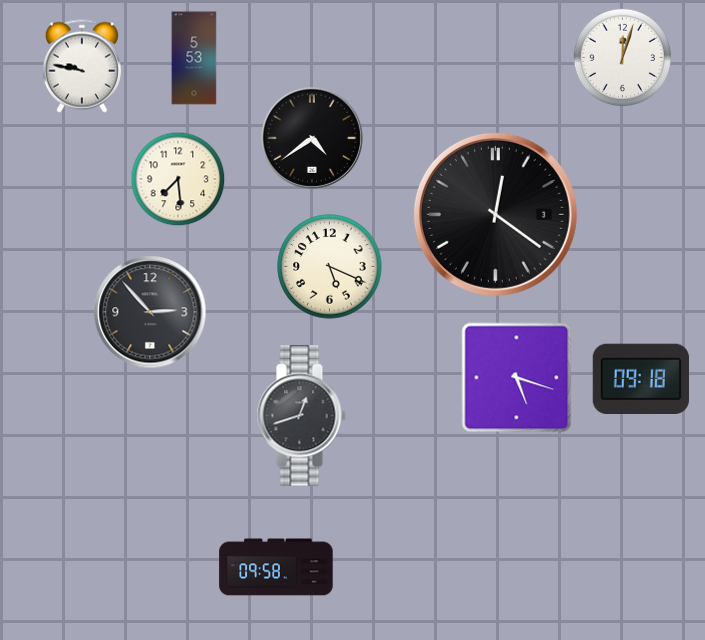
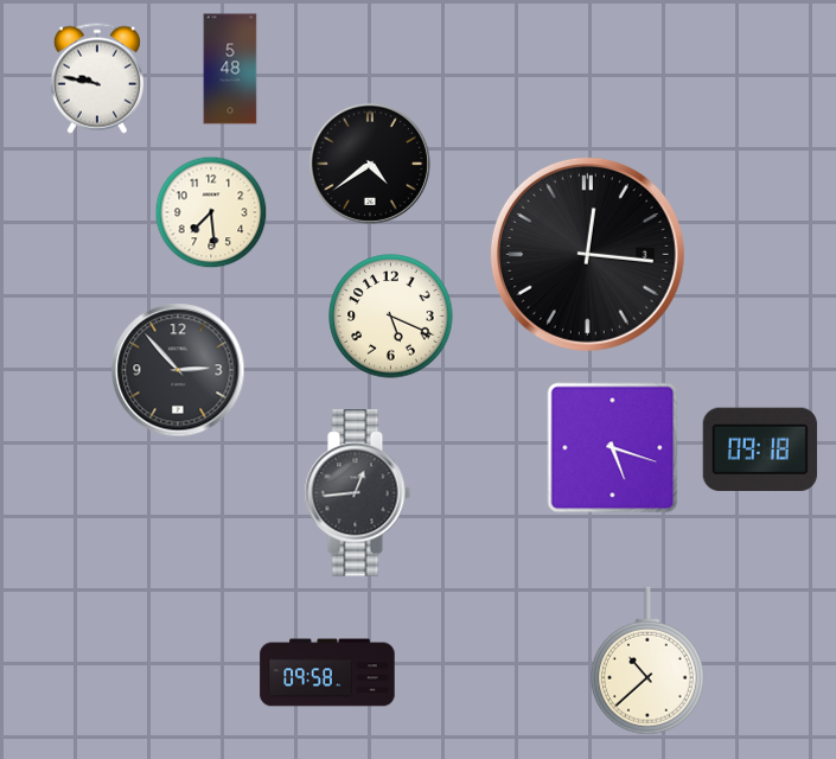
clock at (622, 57): 12:03 -> none
clock at (194, 58): 5:53 -> 5:48
clock at (495, 214): 12:21 -> 12:16
clock at (301, 416): 12:42 -> 12:44
clock at (649, 661): none -> 10:38
